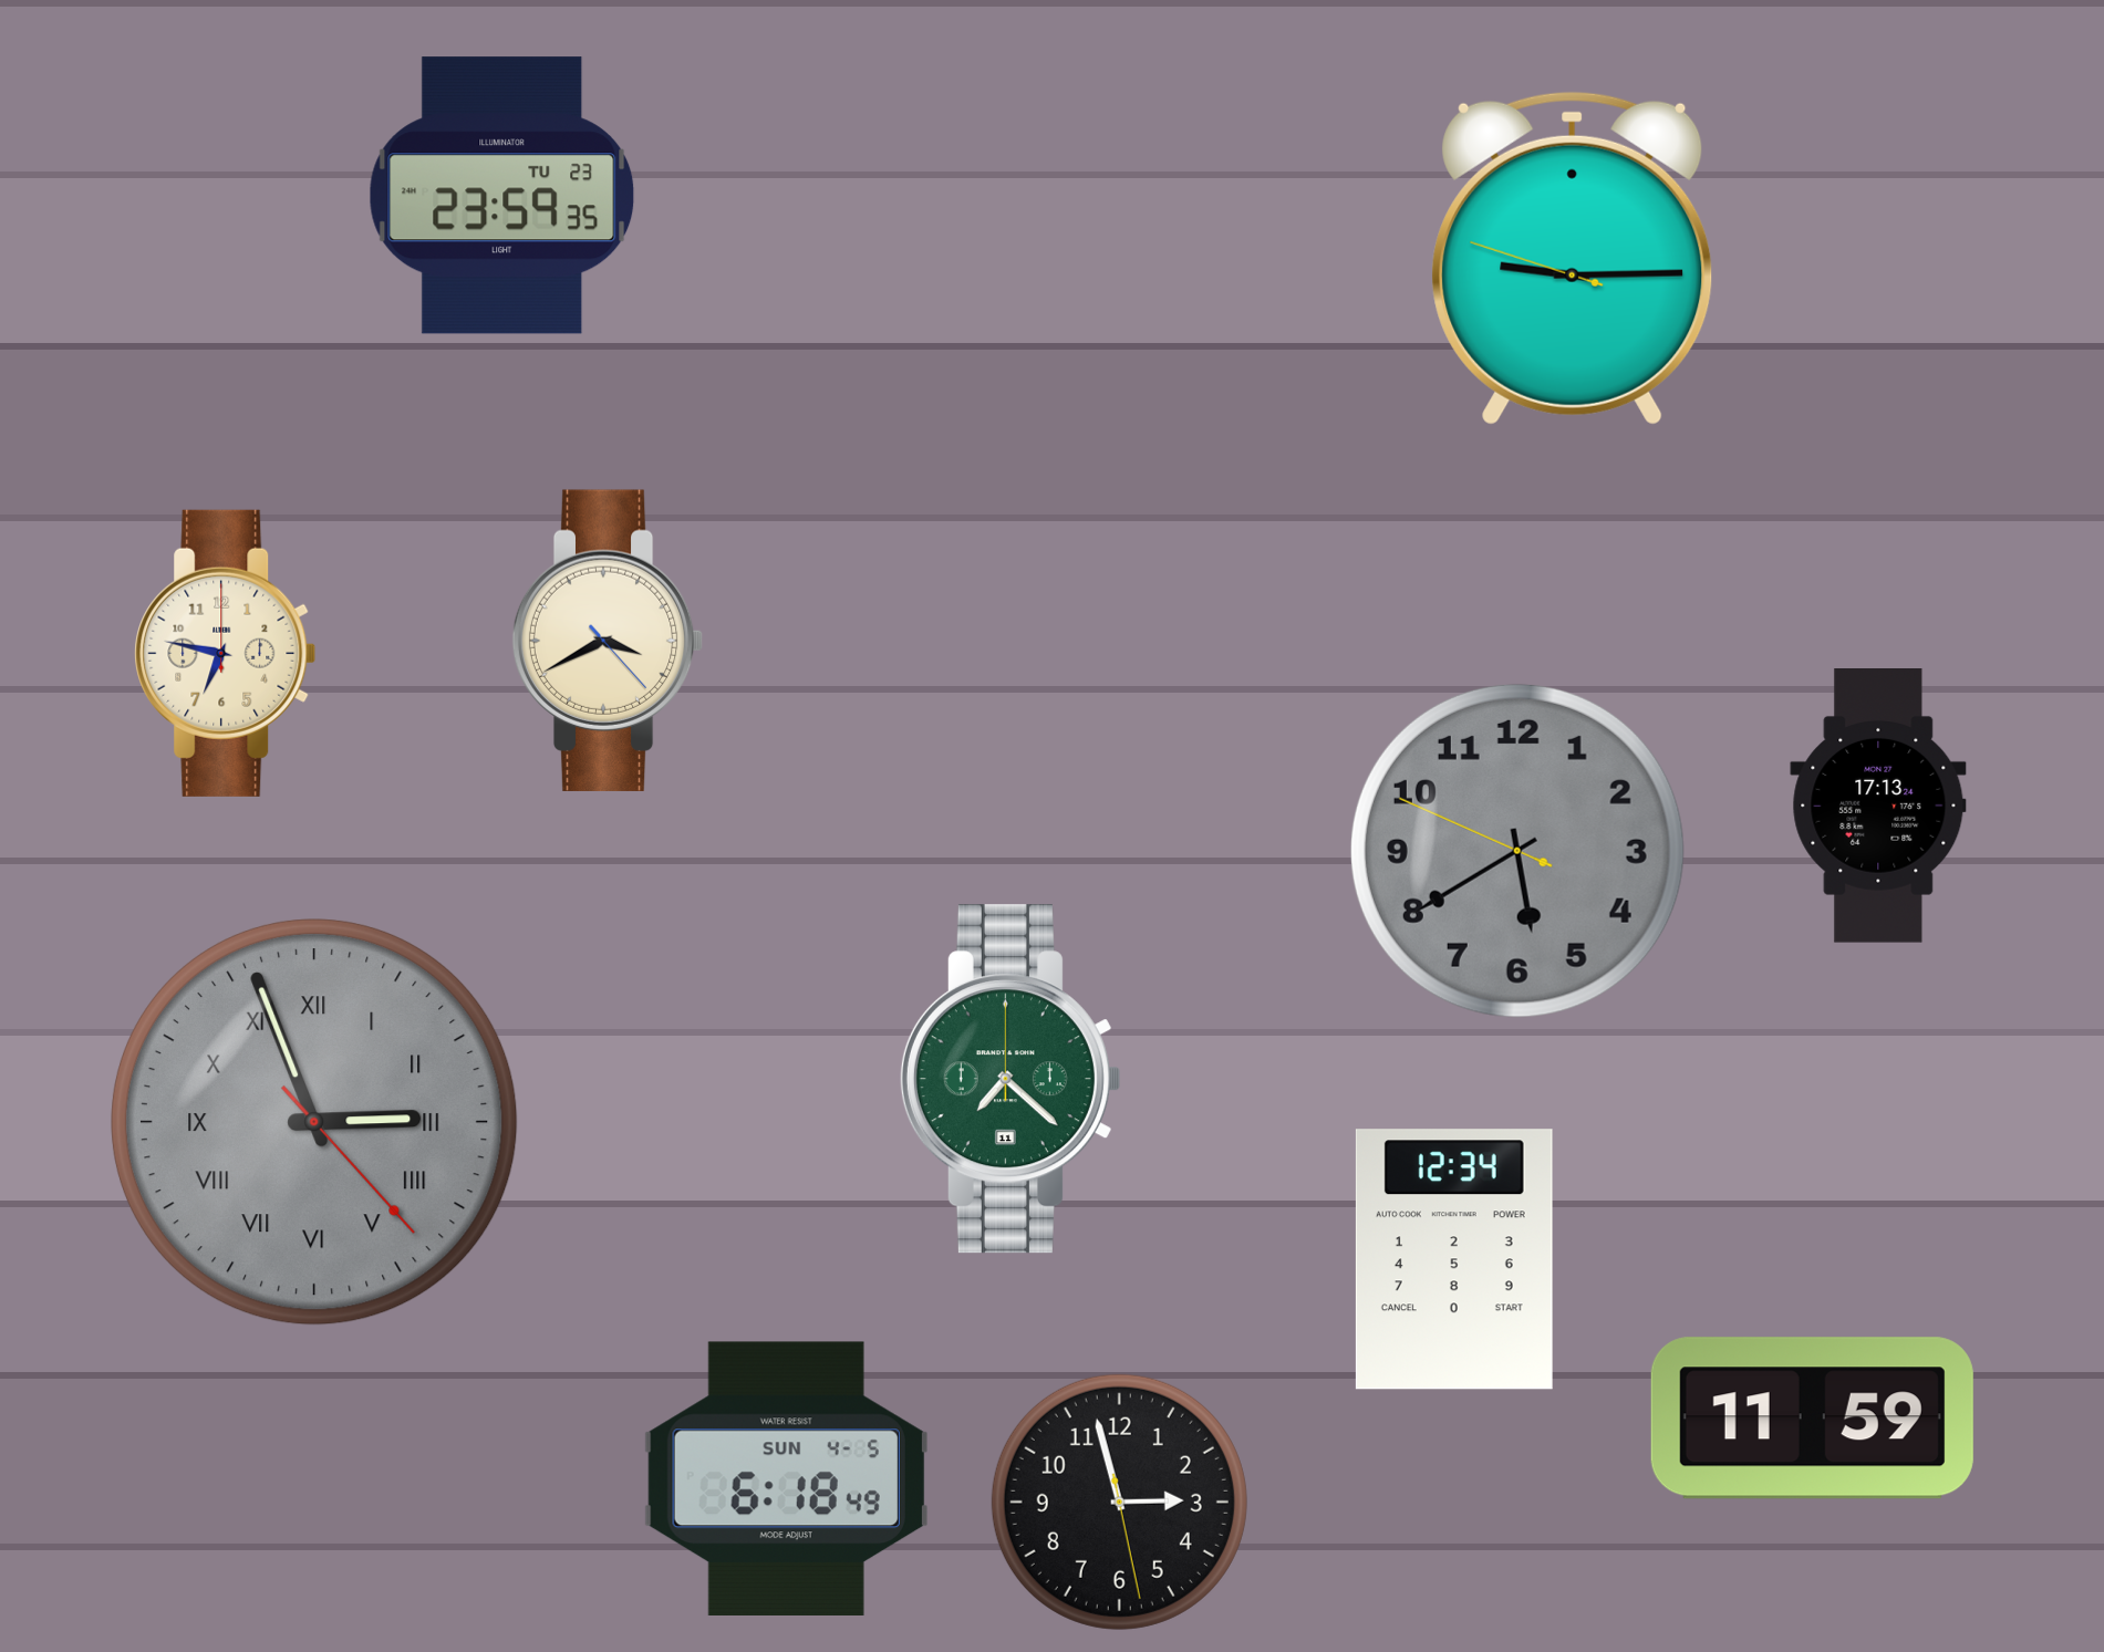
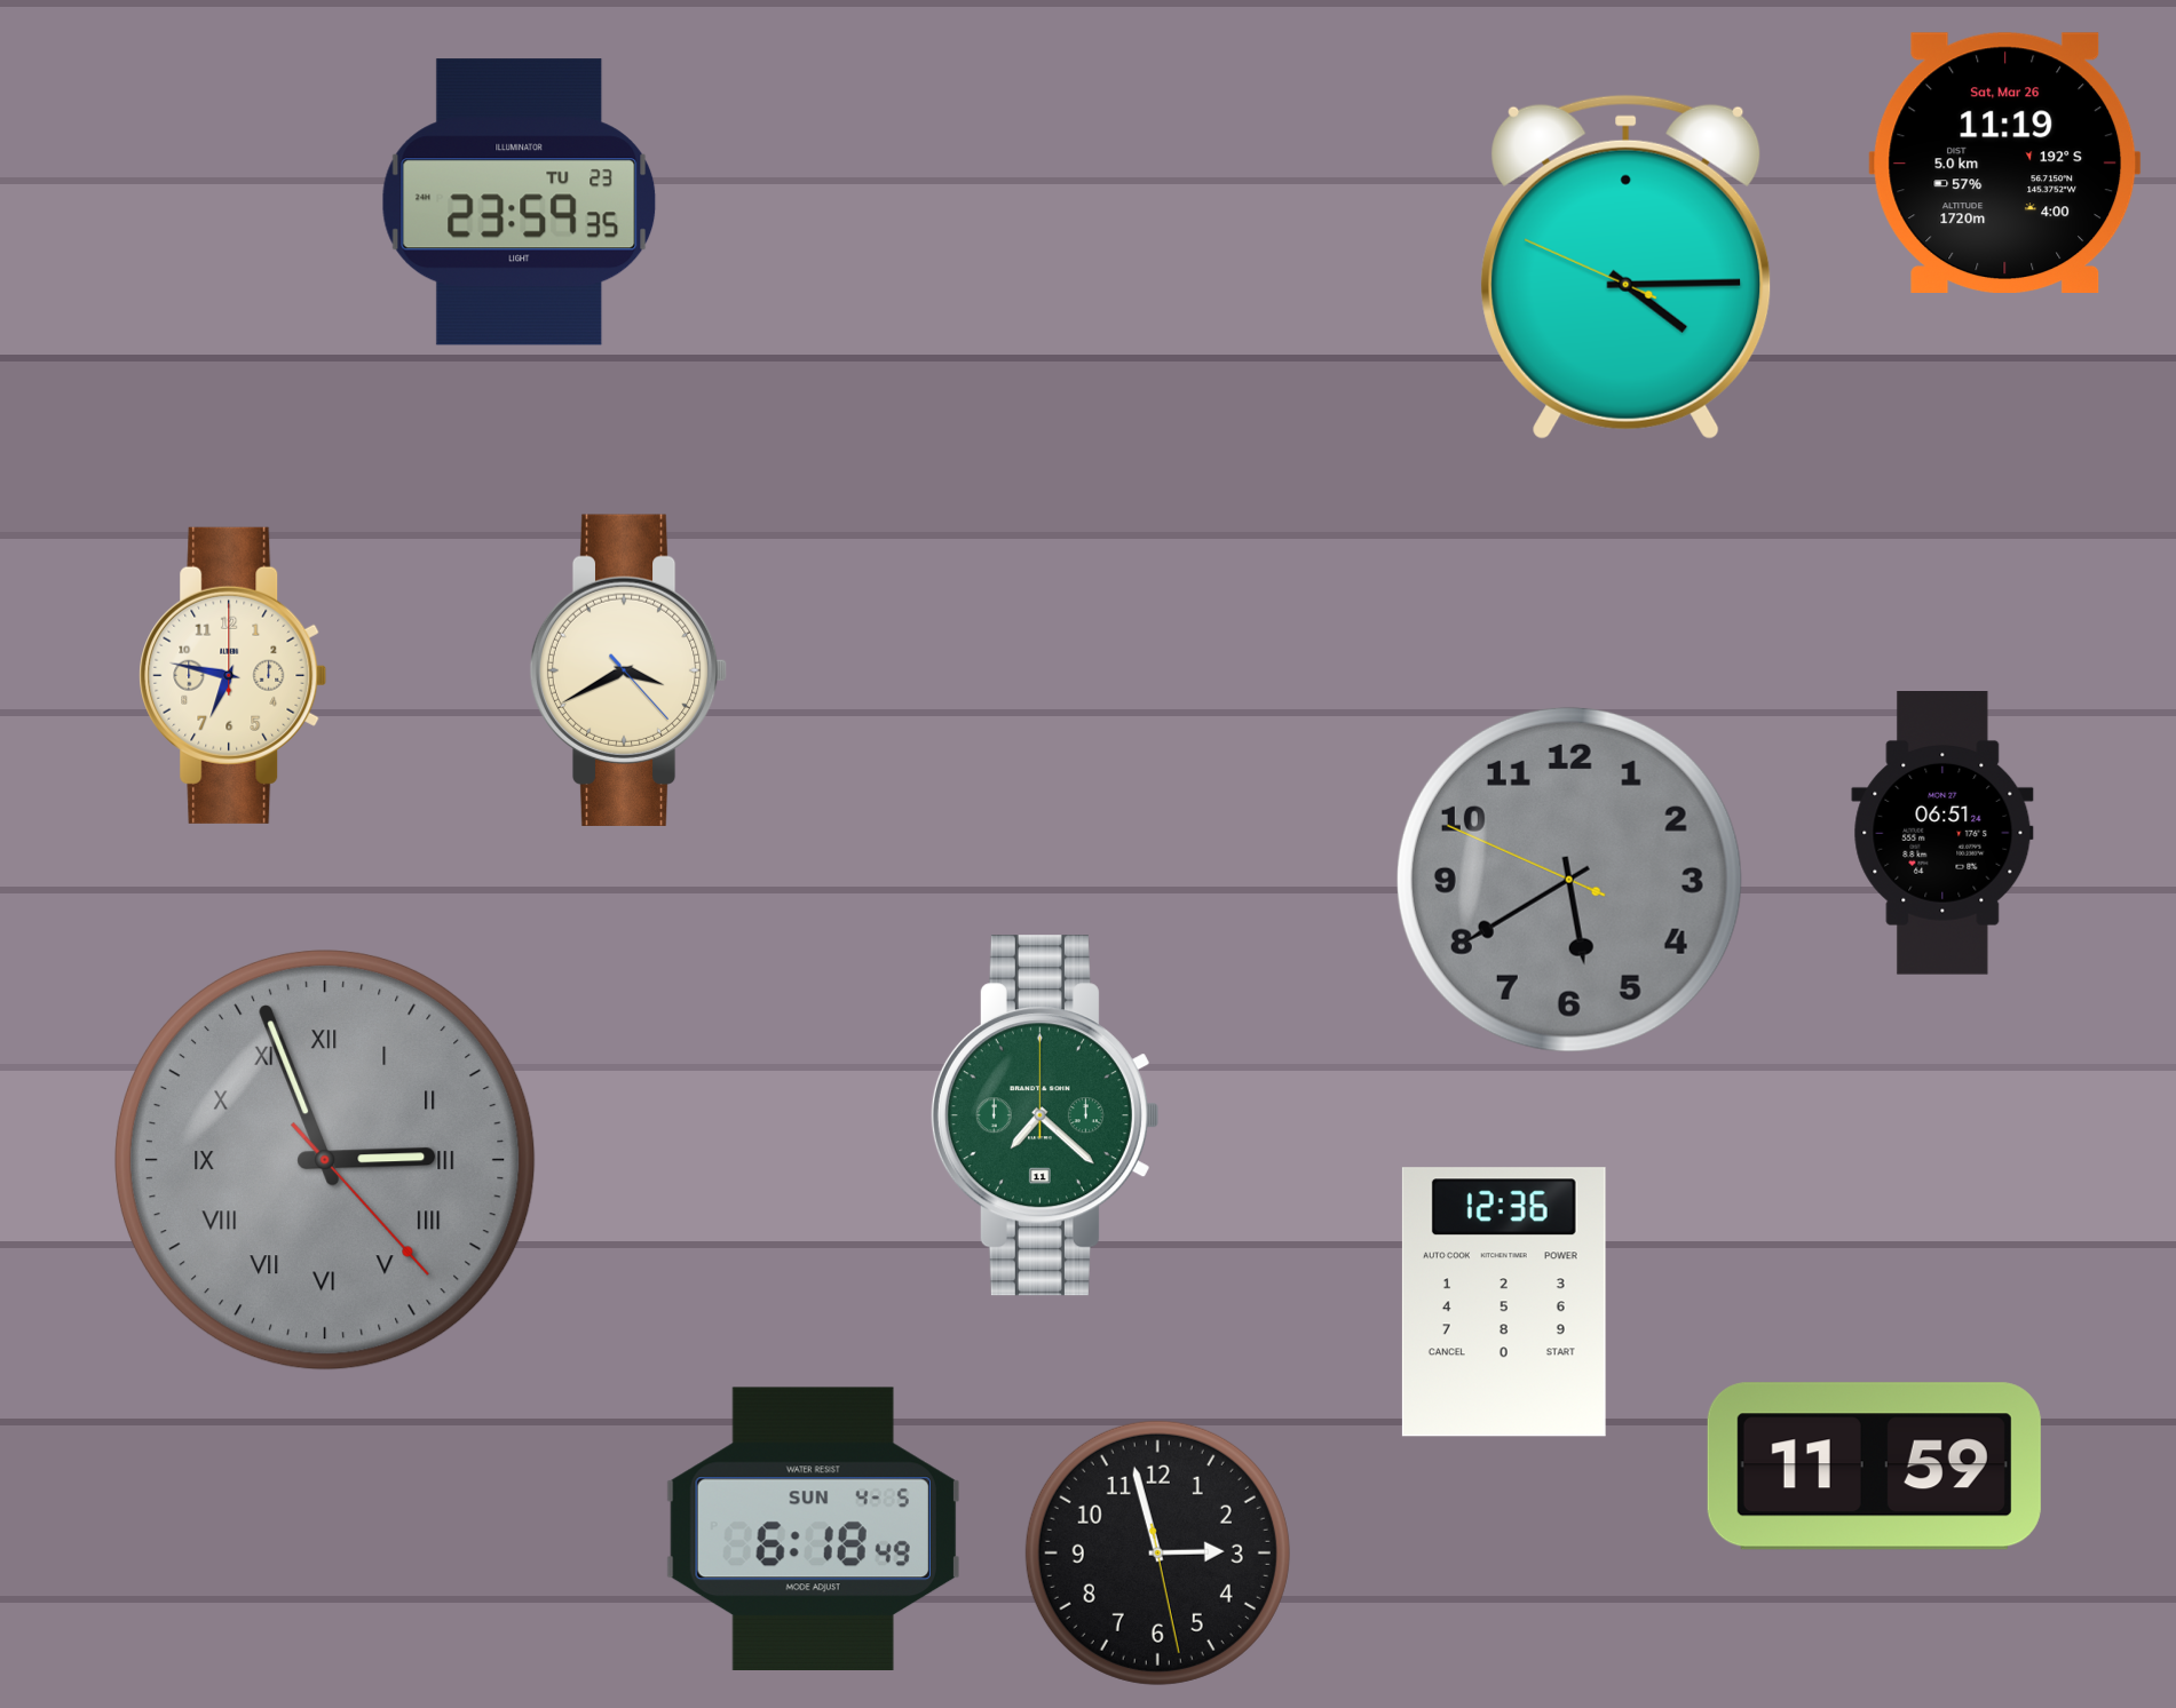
clock at (2005, 162): none -> 11:19
clock at (1573, 258): 9:14 -> 4:14
clock at (608, 641) position: (608, 641) -> (628, 670)
clock at (1878, 807): 17:13 -> 06:51
clock at (1454, 1259): 12:34 -> 12:36
